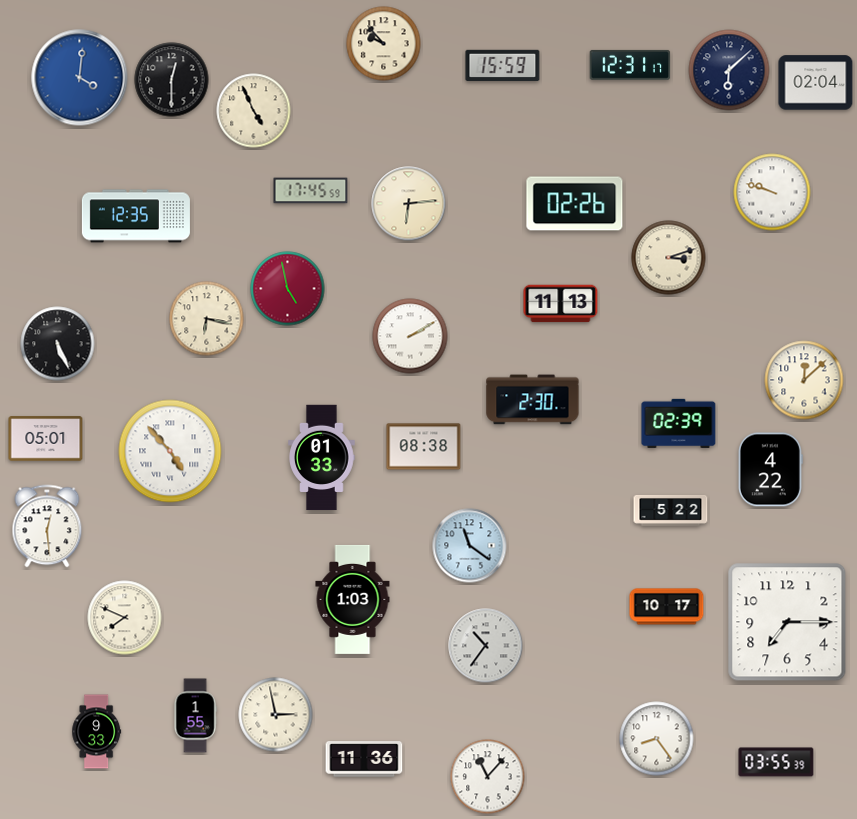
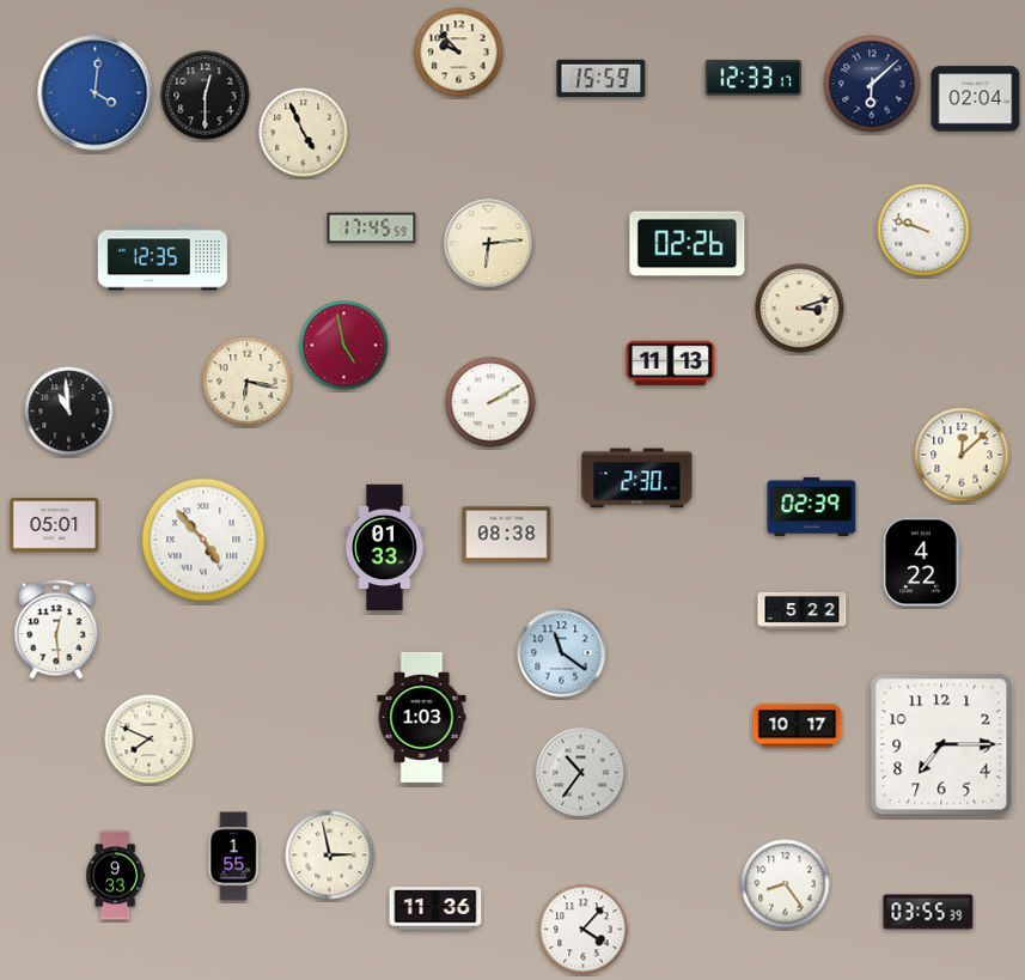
clock at (630, 65): 12:31 -> 12:33
clock at (58, 344): 5:26 -> 10:59
clock at (488, 777): 11:07 -> 4:07
